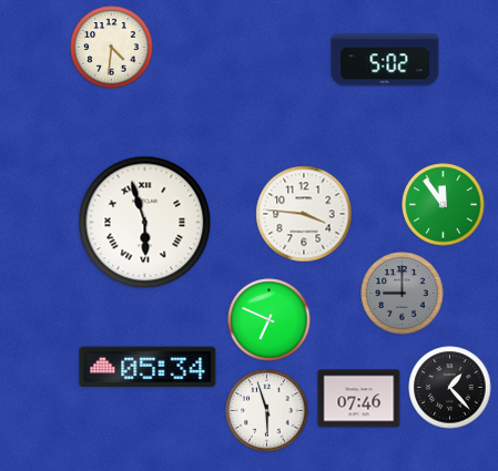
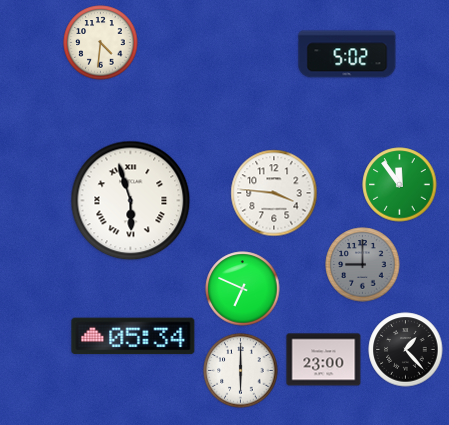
clock at (148, 367) position: (148, 367) -> (133, 336)
clock at (359, 399): 07:46 -> 23:00
clock at (267, 411): 5:57 -> 6:00
